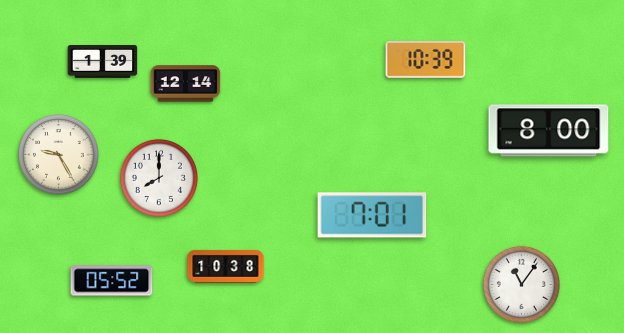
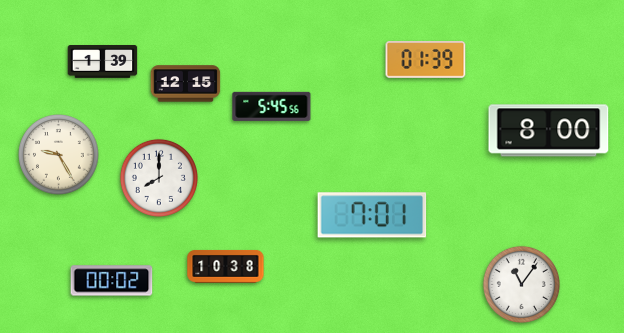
clock at (426, 60): 10:39 -> 01:39
clock at (186, 84): 12:14 -> 12:15
clock at (272, 106): none -> 5:45
clock at (112, 281): 05:52 -> 00:02
